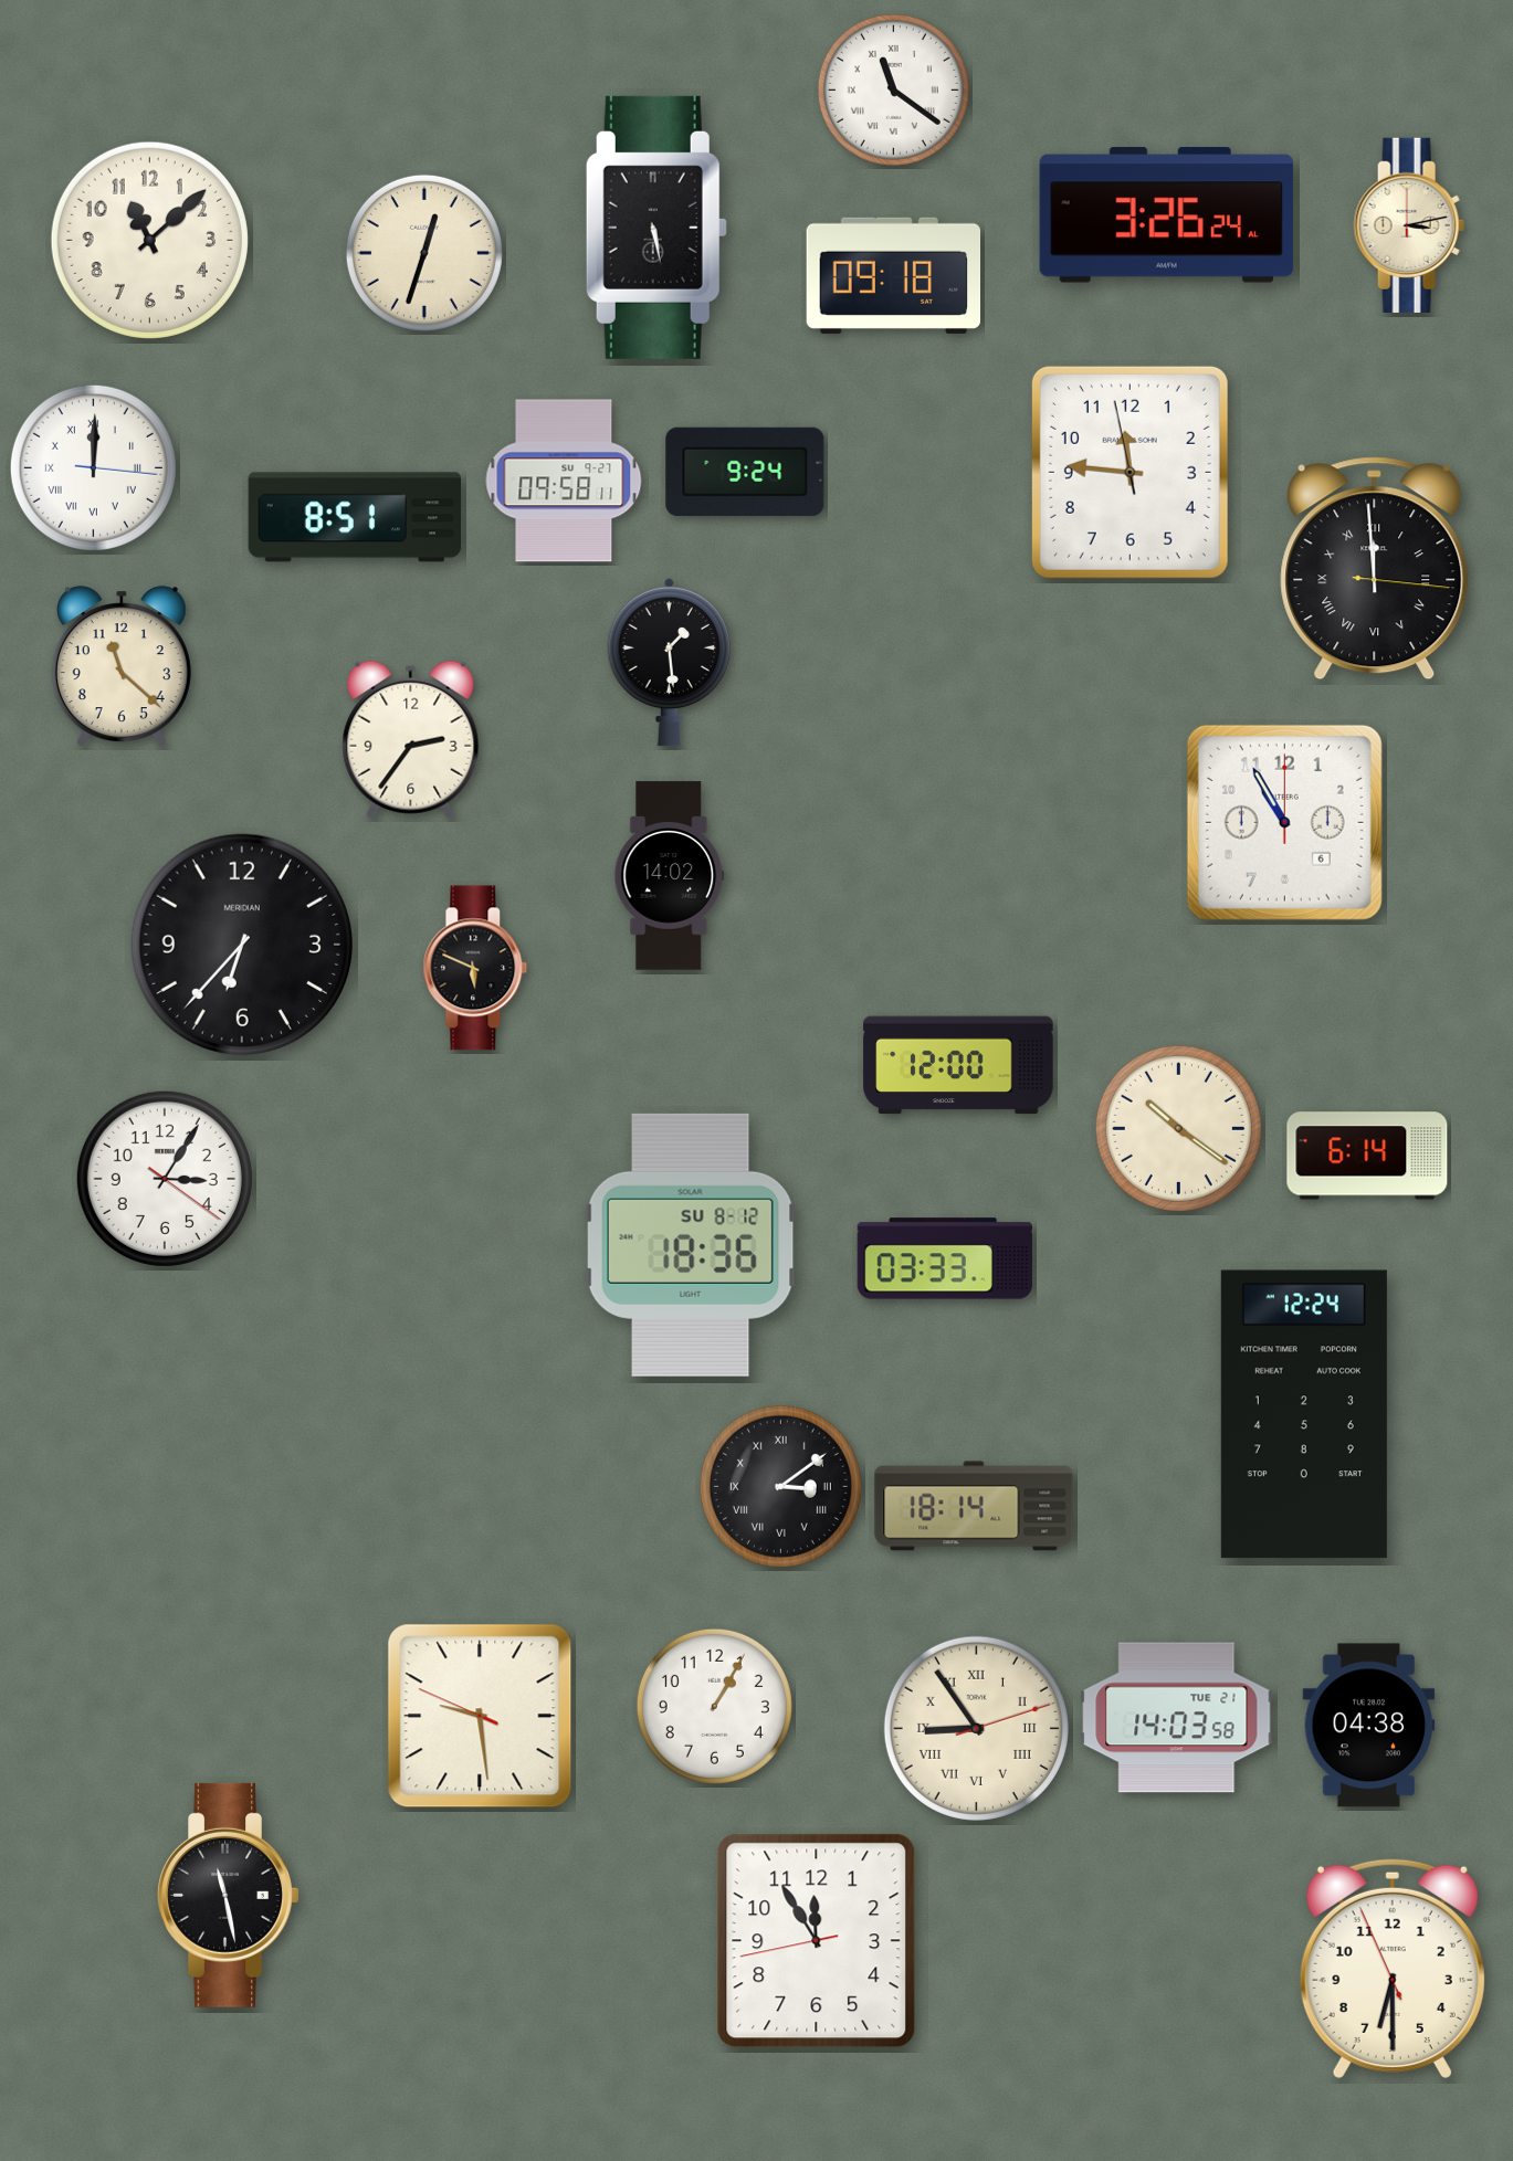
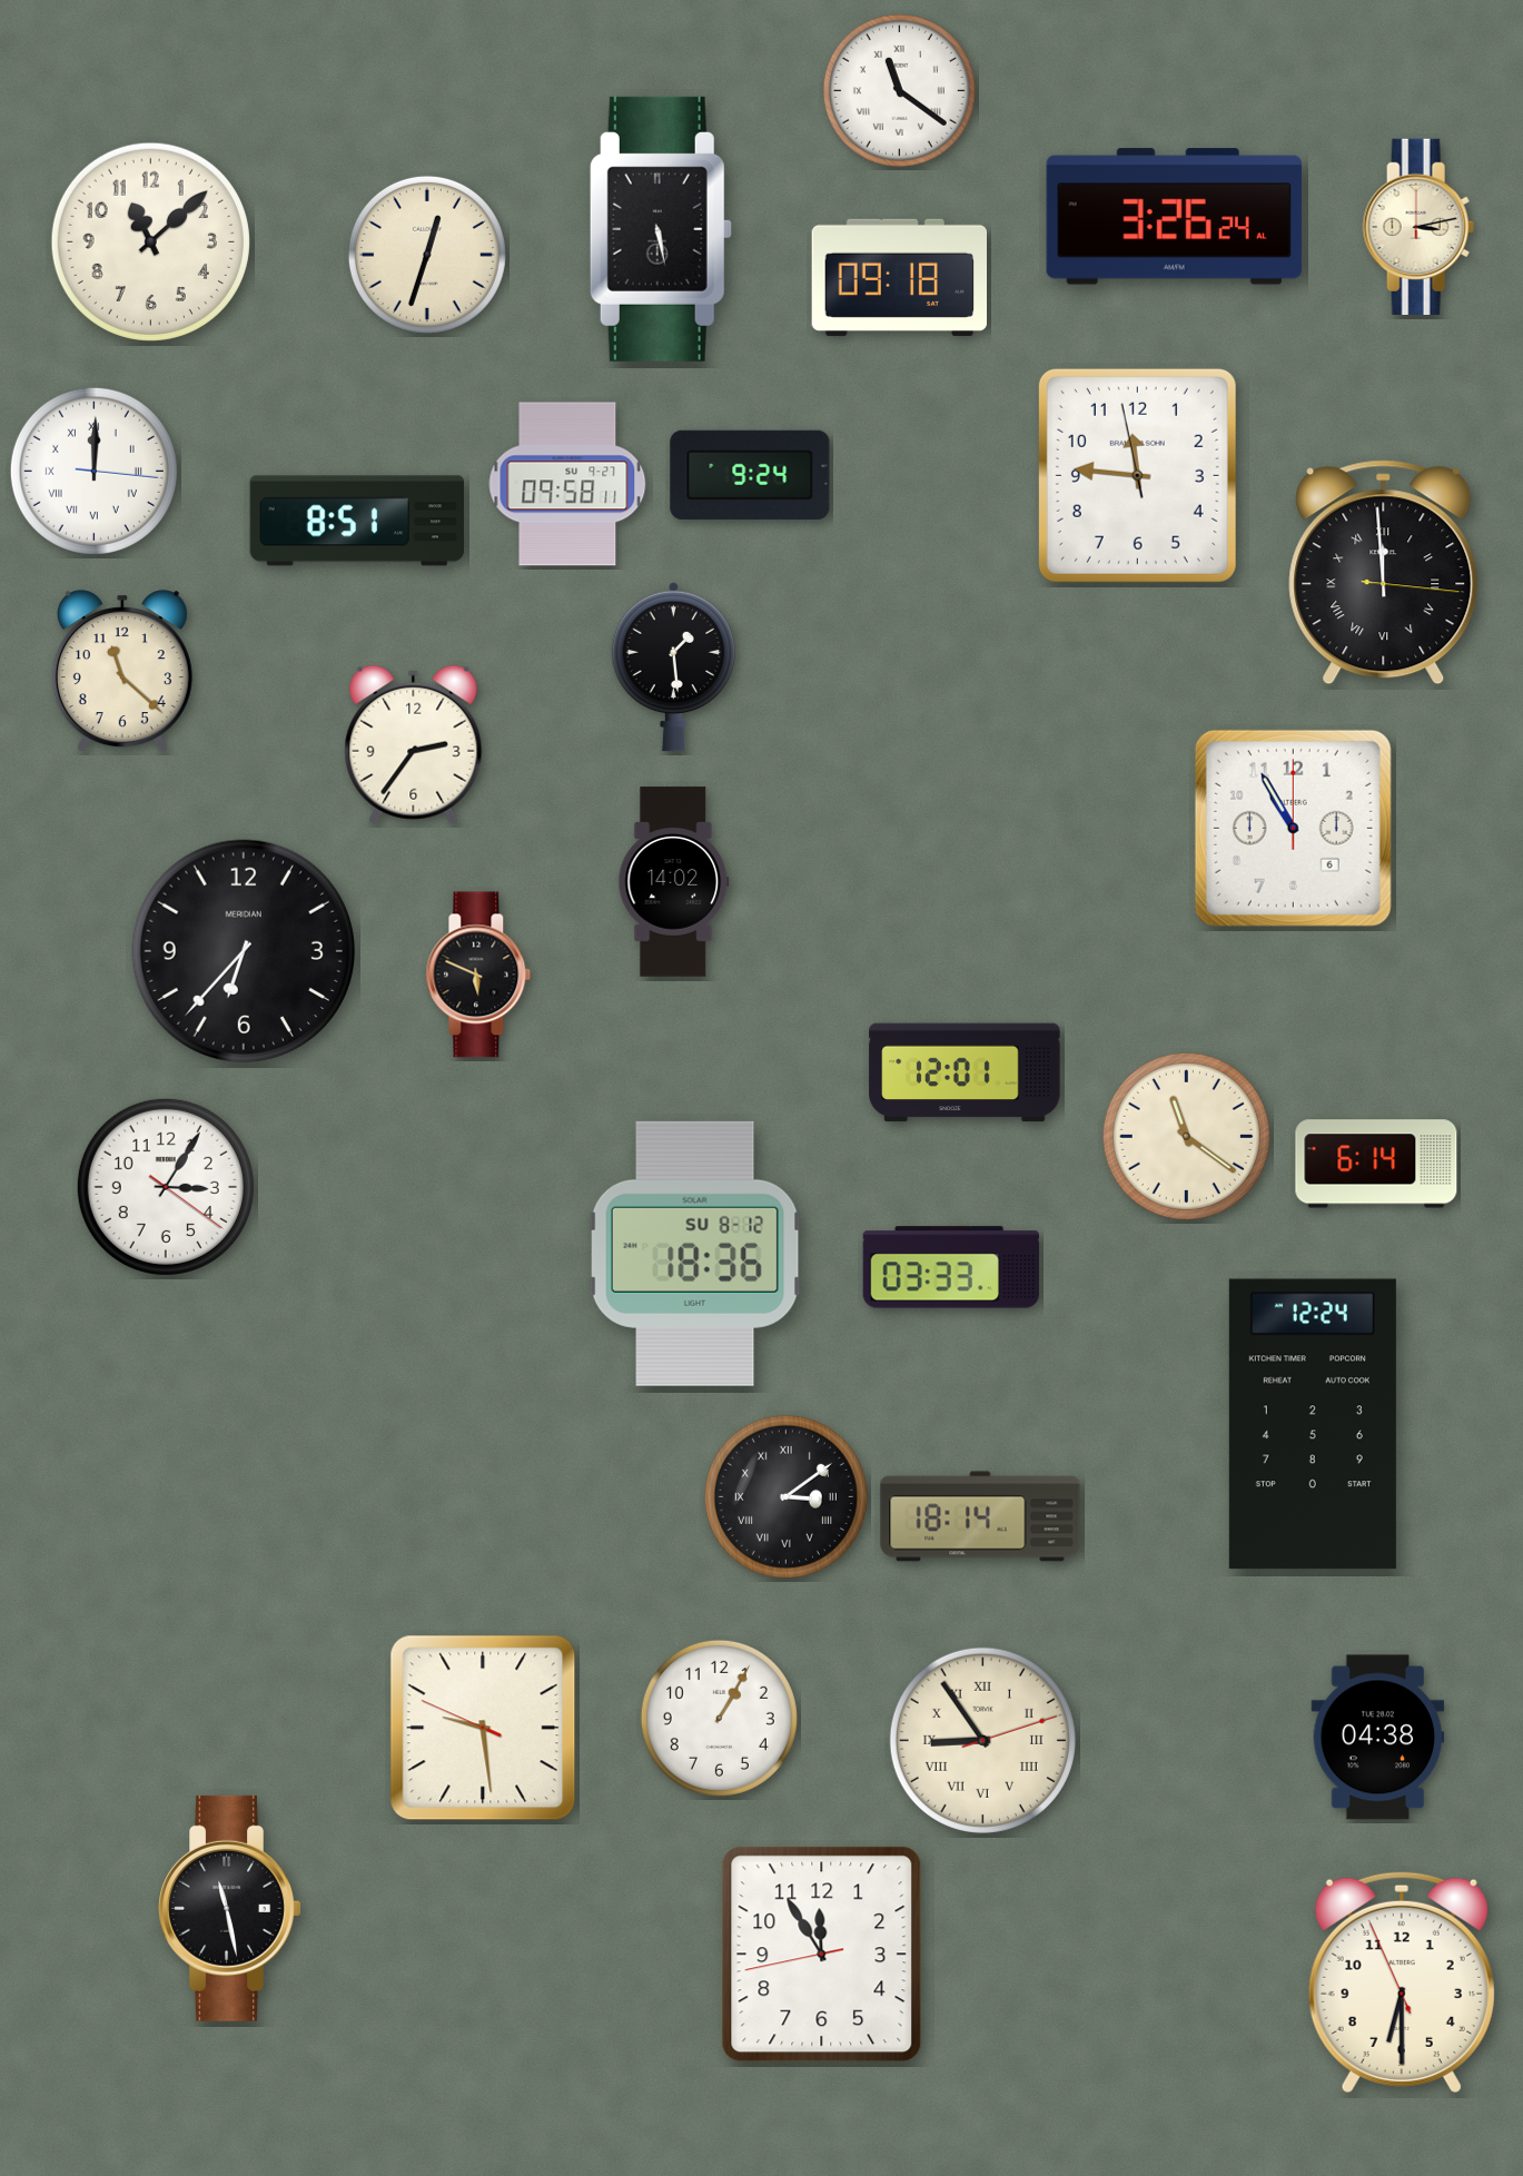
clock at (958, 1065): 12:00 -> 12:01
clock at (1178, 1128): 10:21 -> 11:21
clock at (1177, 1718): 14:03 -> none
